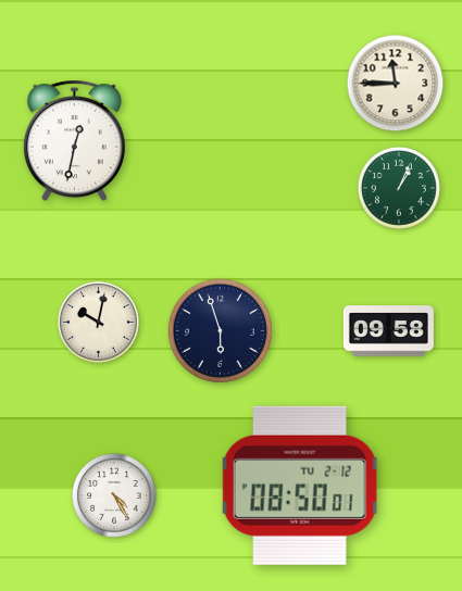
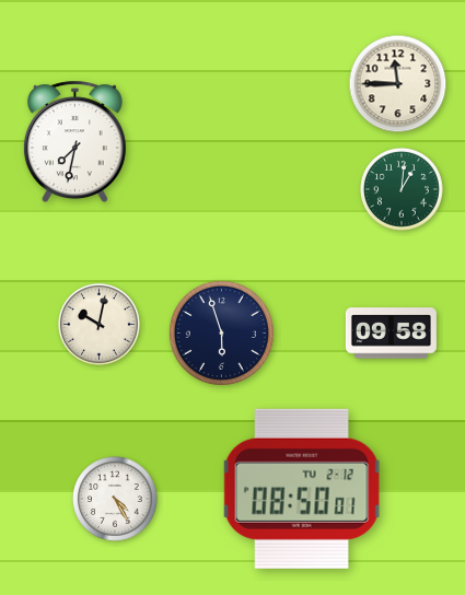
clock at (74, 141): 12:32 -> 7:32
clock at (399, 188): 1:04 -> 1:01
